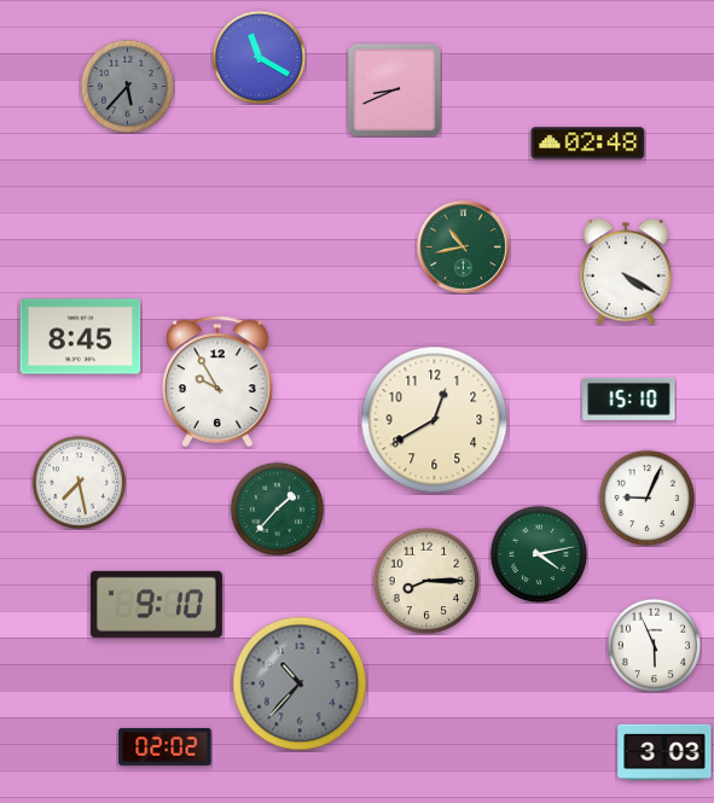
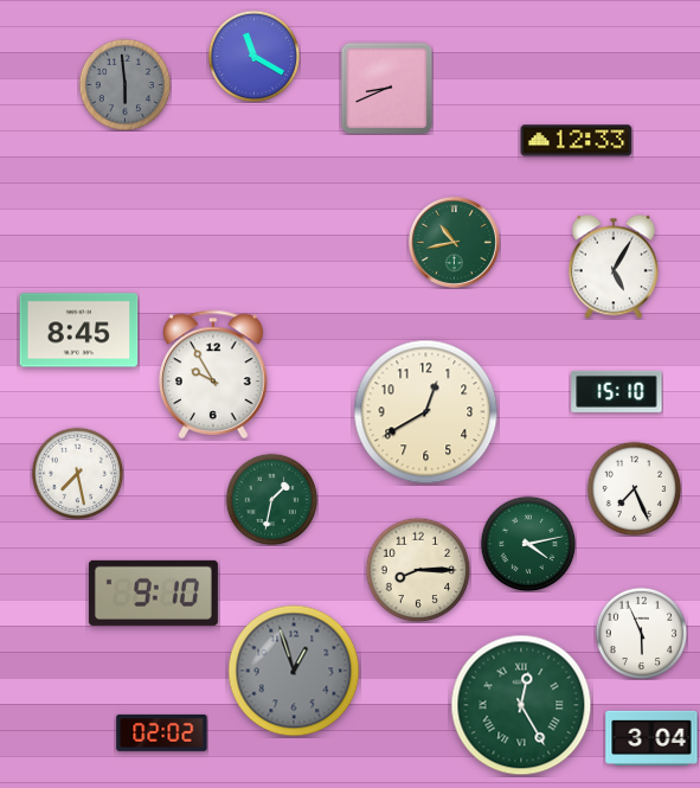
clock at (127, 86): 5:37 -> 5:59
clock at (588, 144): 02:48 -> 12:33
clock at (626, 272): 4:20 -> 5:05
clock at (646, 497): 9:04 -> 7:26
clock at (277, 508): 1:37 -> 1:32
clock at (300, 683): 10:37 -> 12:57
clock at (521, 705): none -> 12:25
clock at (664, 751): 3:03 -> 3:04
